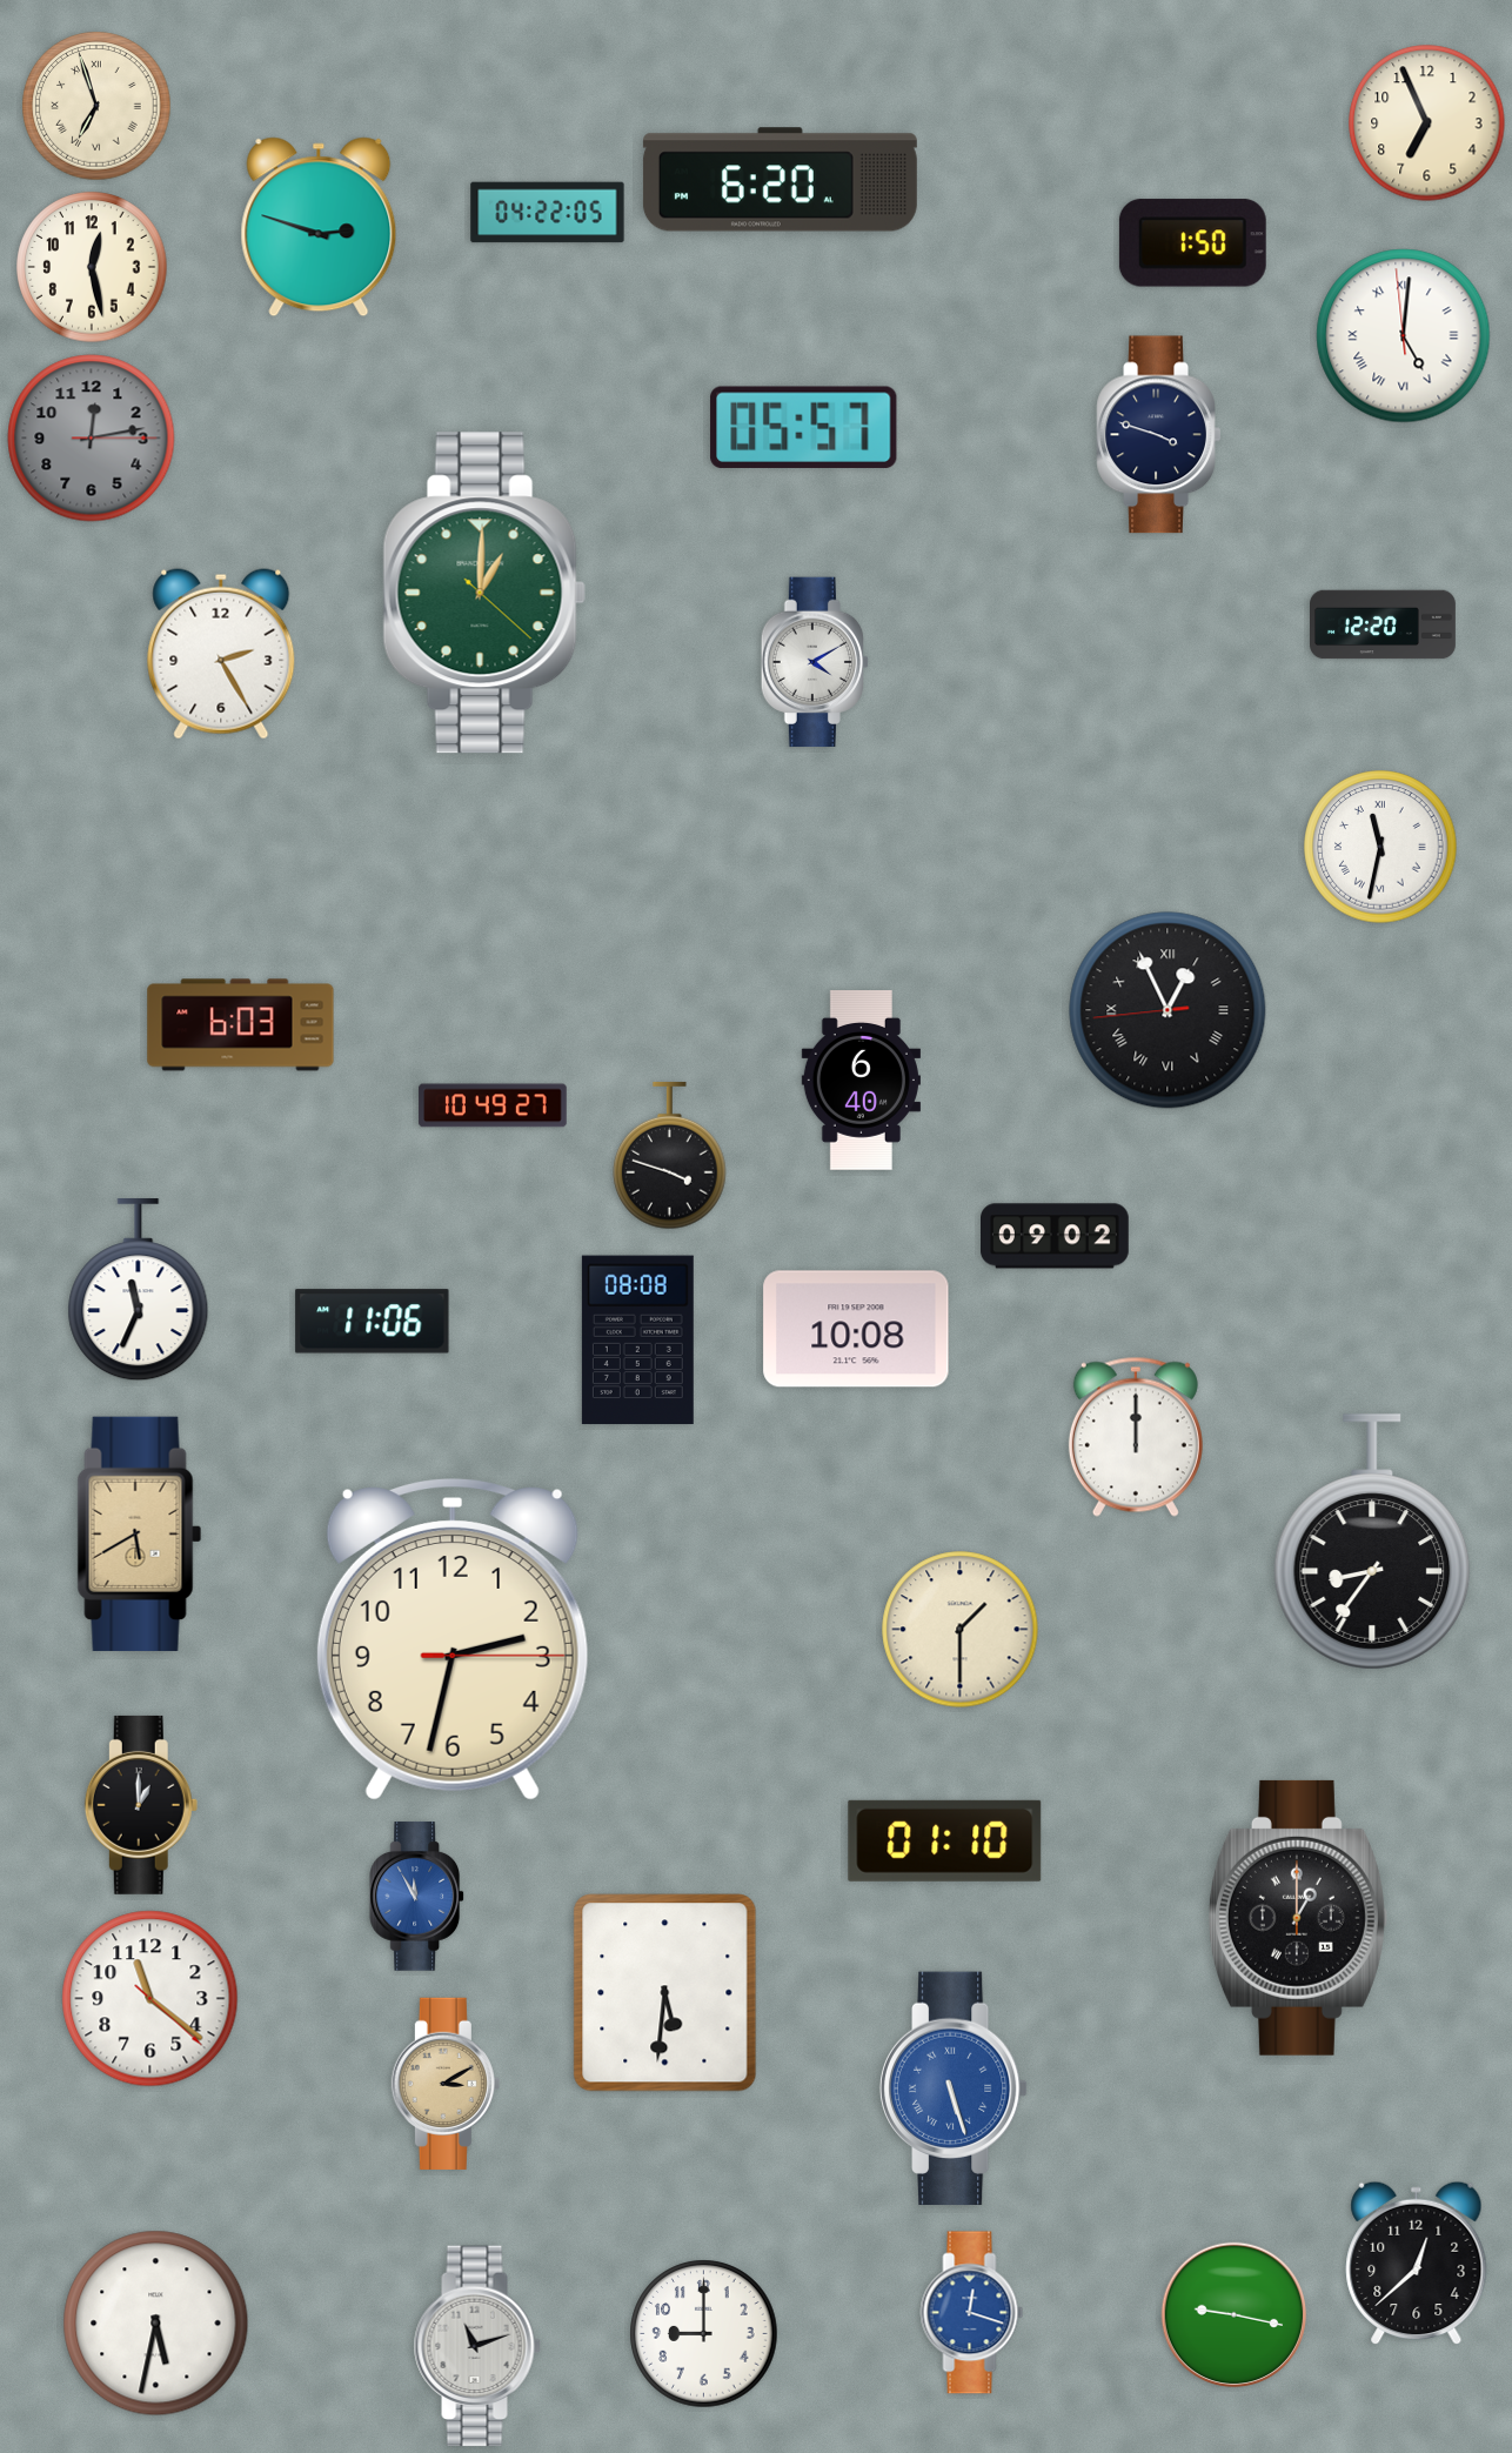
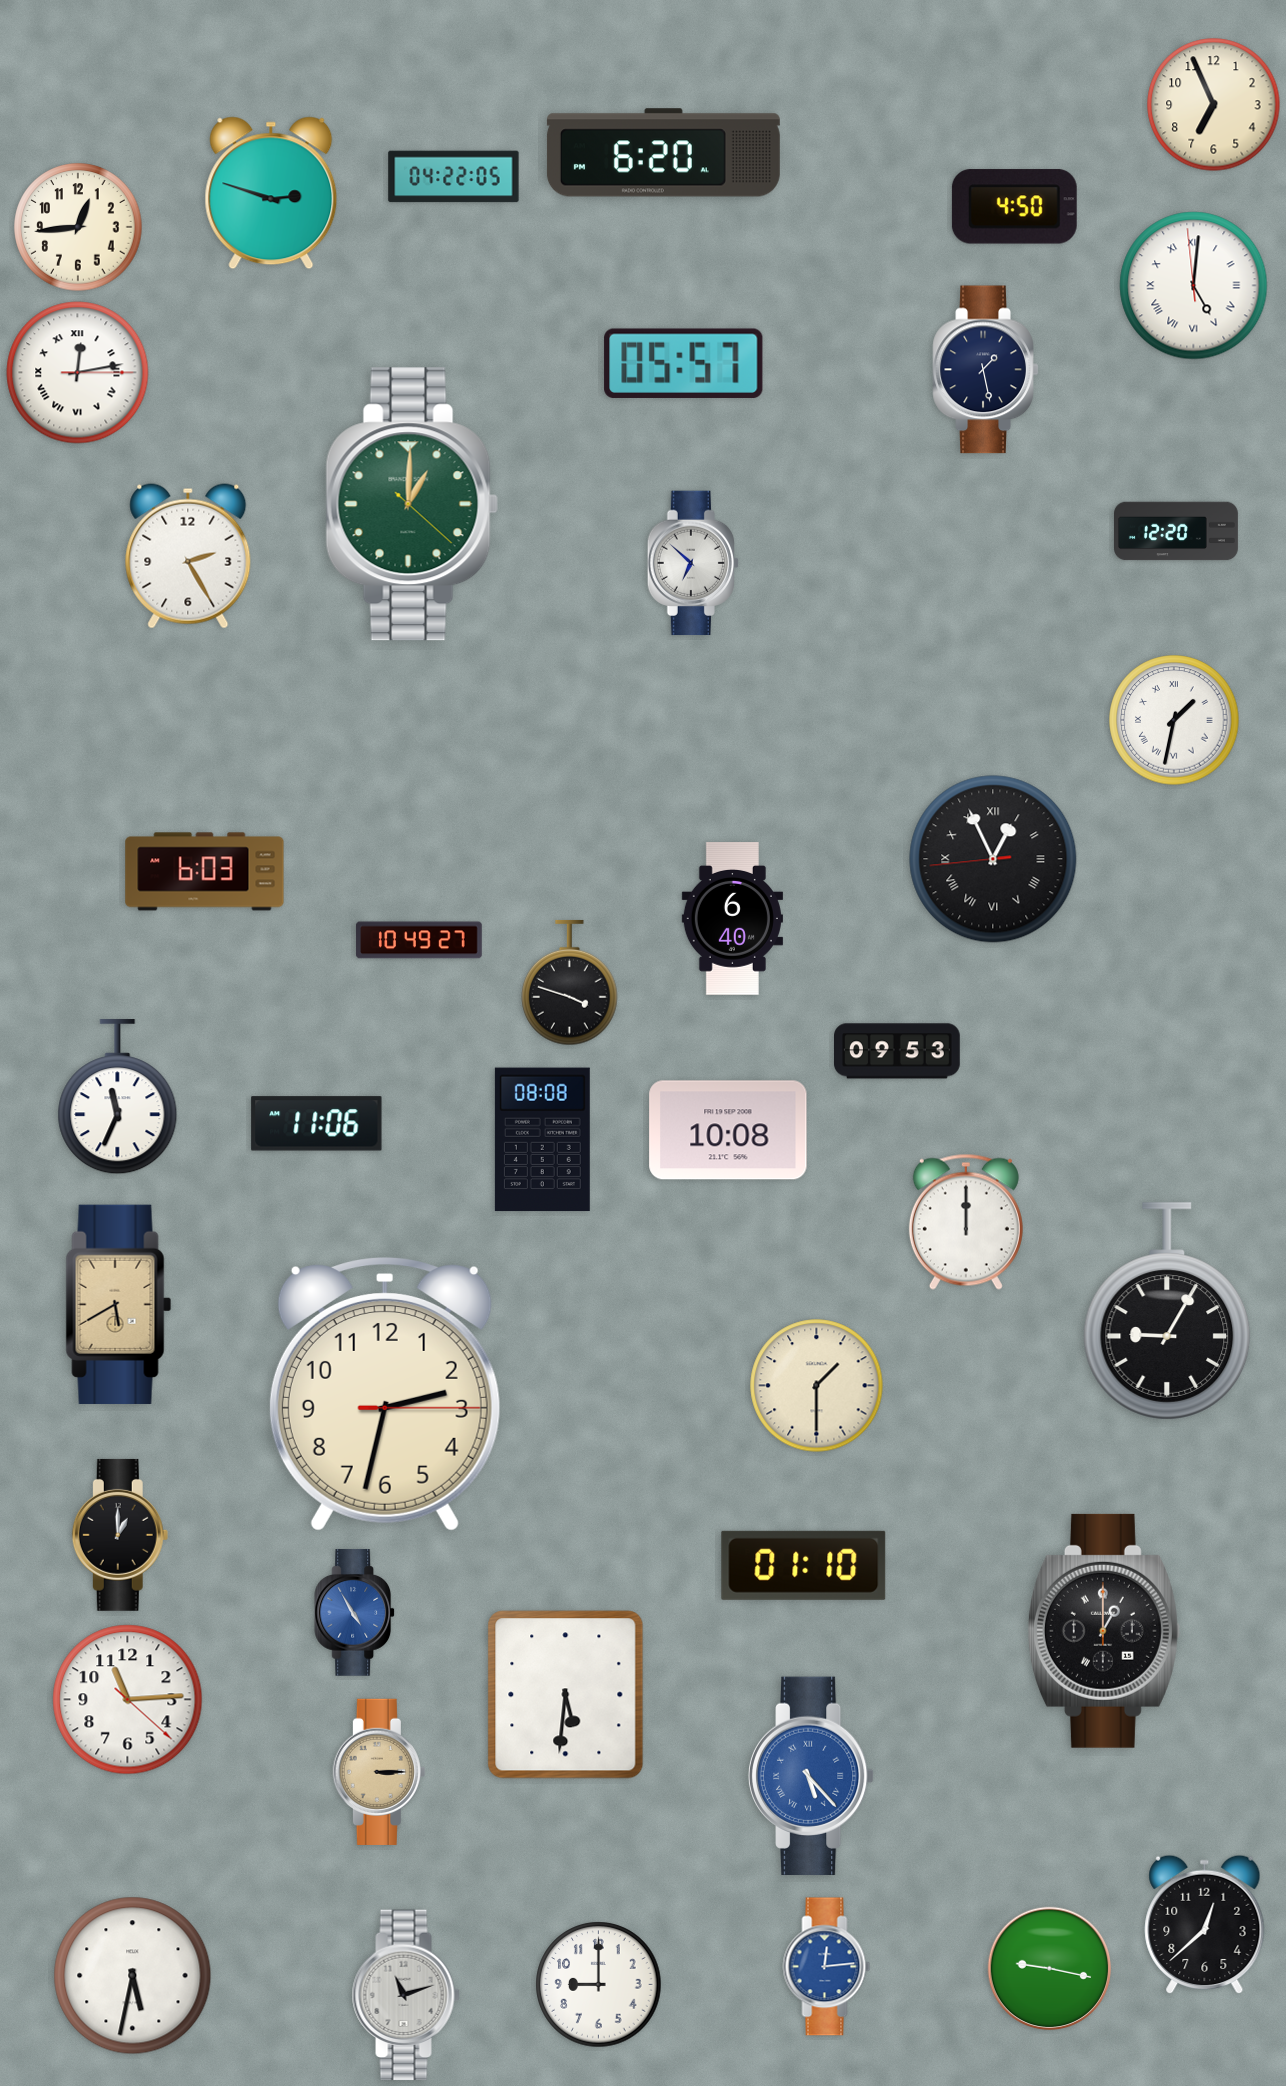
clock at (96, 106): 6:57 -> none
clock at (548, 213) position: (548, 213) -> (454, 177)
clock at (1192, 243): 1:50 -> 4:50
clock at (92, 267): 12:28 -> 12:44
clock at (1159, 435): 3:48 -> 1:28
clock at (92, 439) dial: grey -> white
clock at (92, 439) numerals: Arabic -> Roman
clock at (814, 662): 4:10 -> 6:52
clock at (1380, 847): 11:32 -> 1:32
clock at (1056, 1236): 09:02 -> 09:53
clock at (1372, 1542): 8:36 -> 9:05
clock at (417, 1897): 11:55 -> 4:55
clock at (150, 1999): 11:21 -> 11:14
clock at (446, 2084): 3:10 -> 3:15
clock at (954, 2087): 5:27 -> 5:23
clock at (972, 2313): 12:18 -> 12:14
